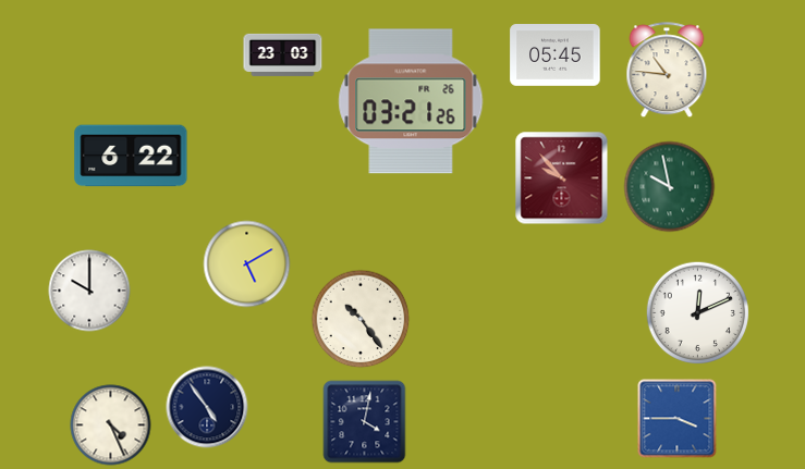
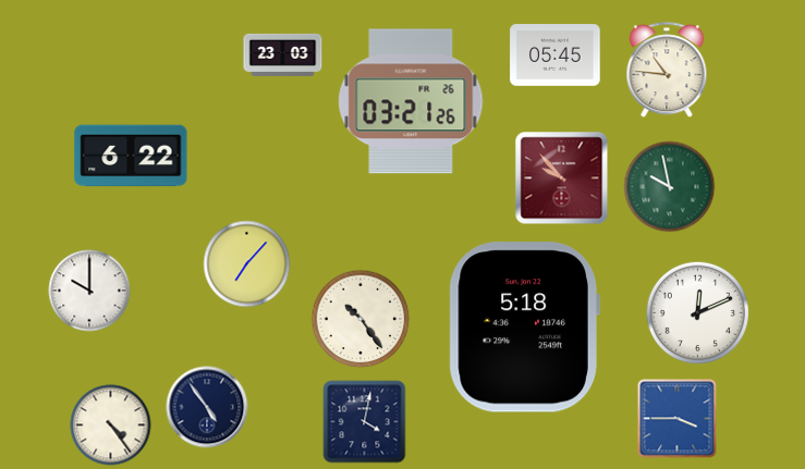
clock at (247, 264): 5:10 -> 7:07
clock at (524, 328): none -> 5:18
clock at (111, 425): 4:26 -> 4:24
